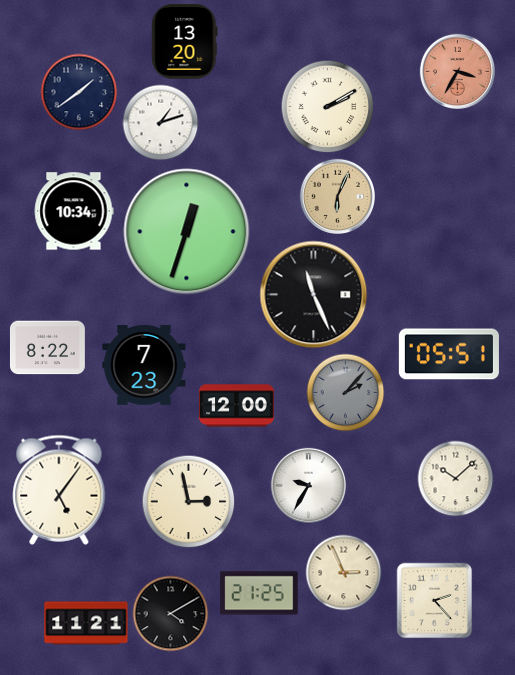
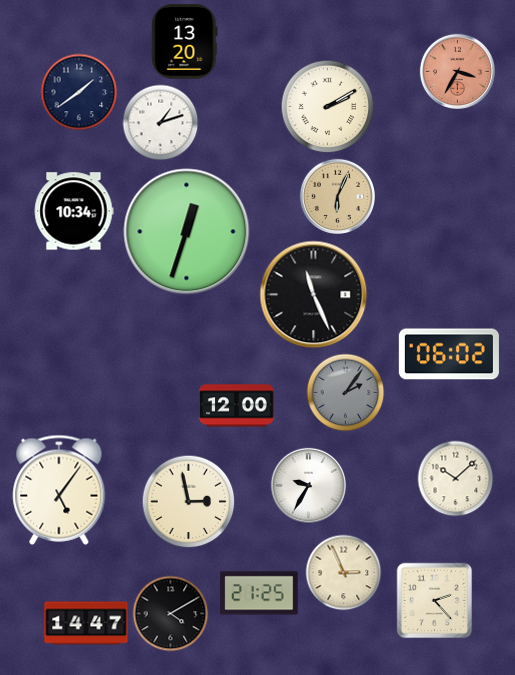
clock at (48, 348): 8:22 -> none
clock at (449, 354): 05:51 -> 06:02
clock at (144, 365): 7:23 -> none
clock at (346, 393): 2:07 -> 2:06
clock at (86, 623): 11:21 -> 14:47
